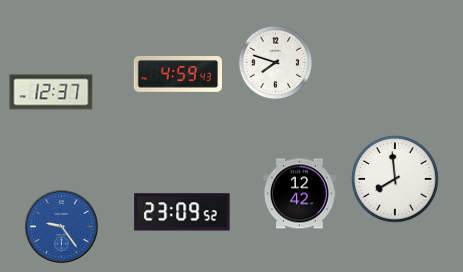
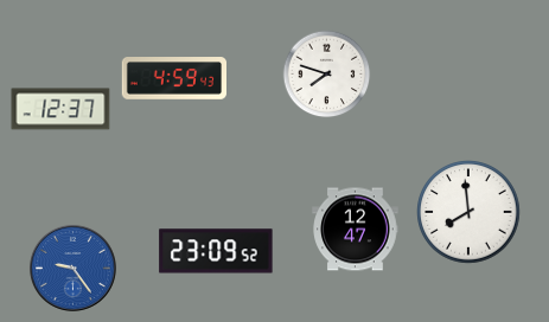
clock at (177, 75) position: (177, 75) -> (173, 79)
clock at (300, 194): 12:42 -> 12:47
